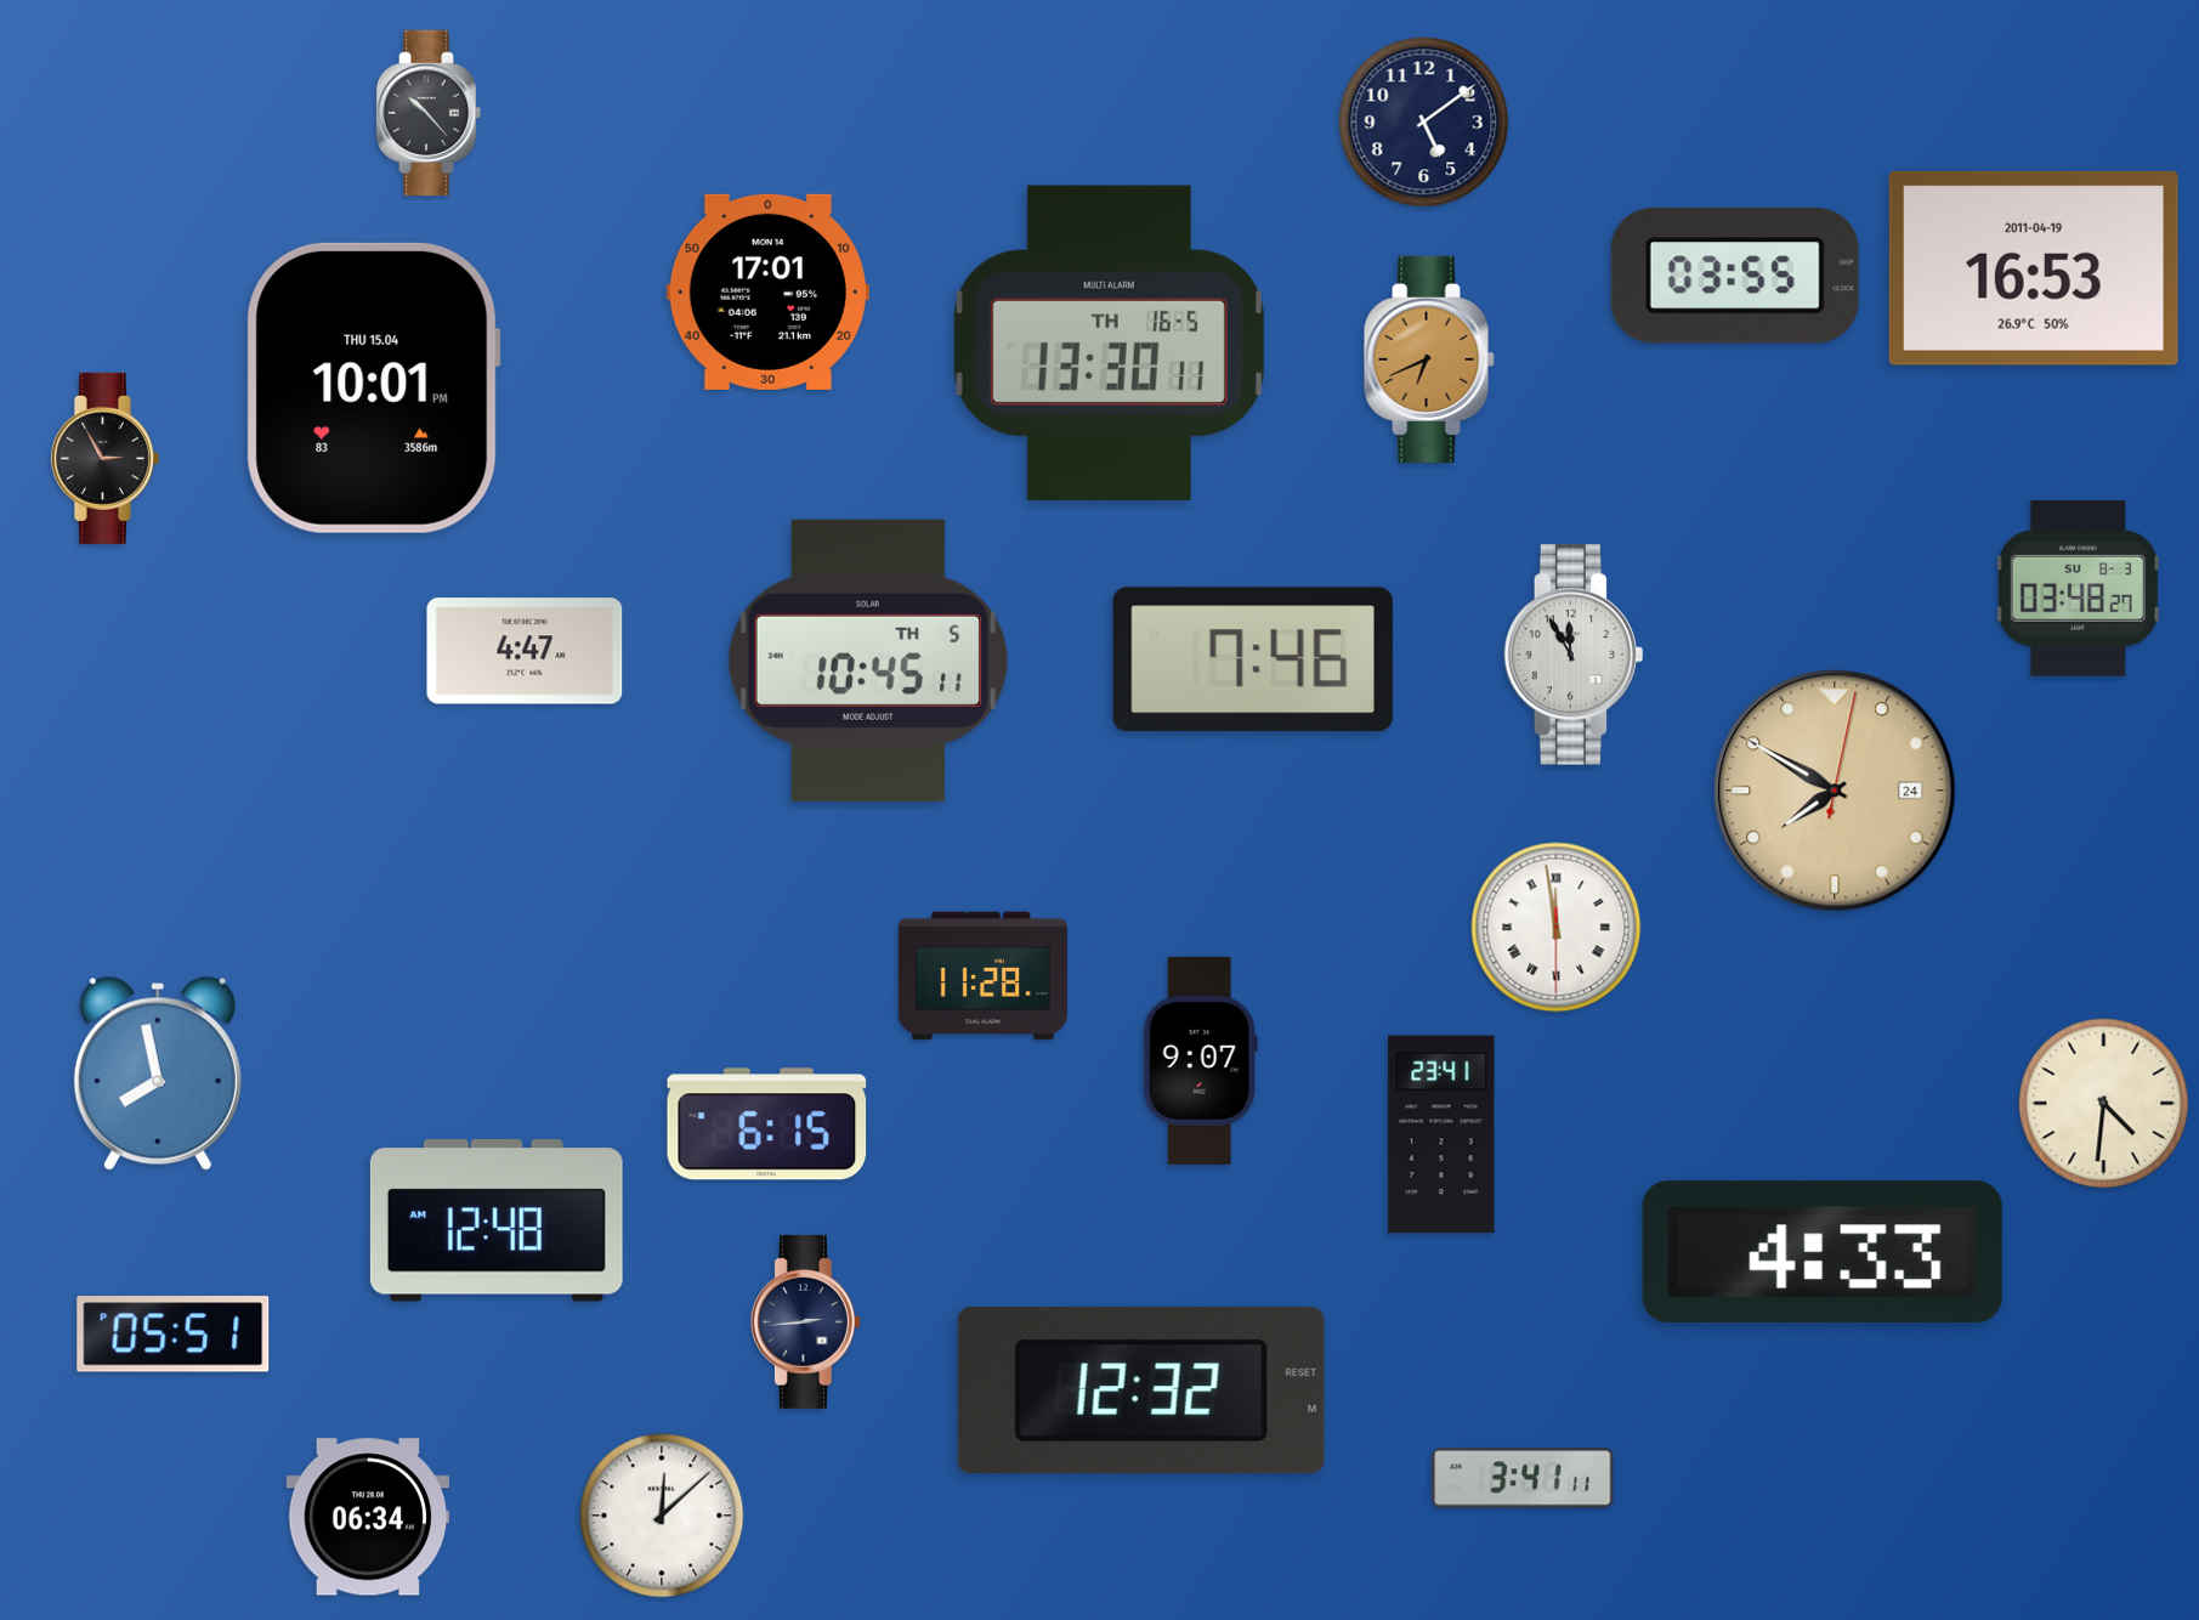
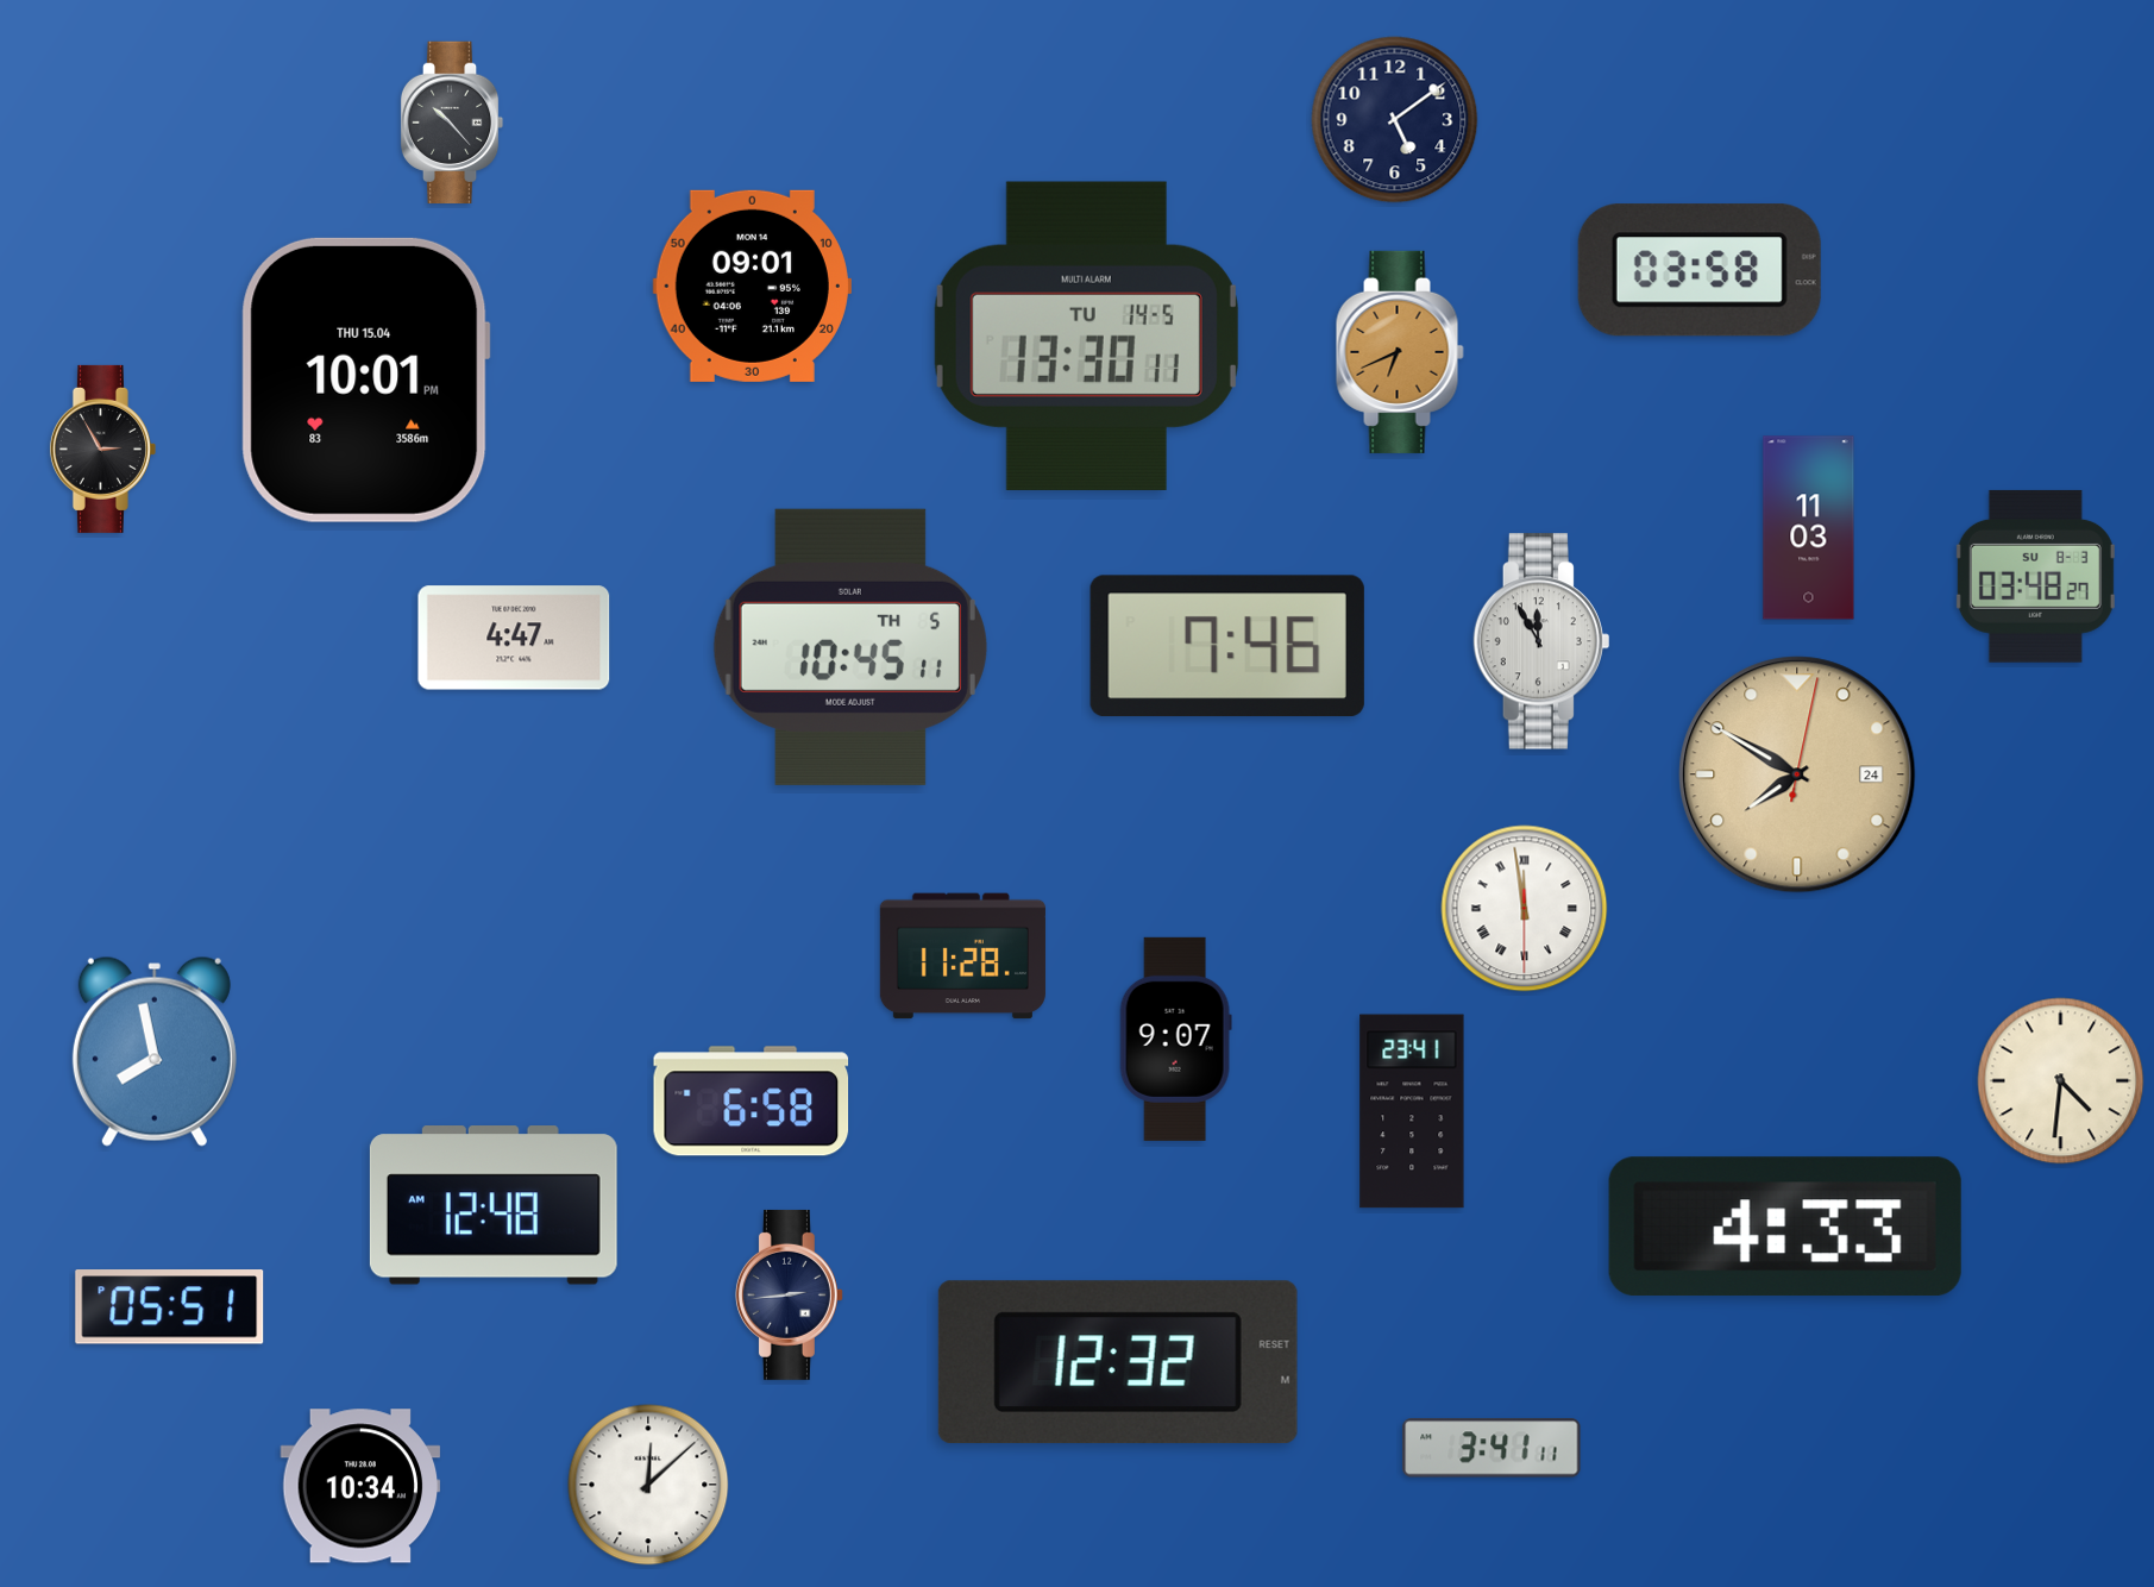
clock at (429, 113) position: (429, 113) -> (452, 123)
clock at (2034, 268): 16:53 -> none
clock at (1735, 276): 03:55 -> 03:58
clock at (767, 291): 17:01 -> 09:01
clock at (1109, 342) date: TH 16-5 -> TU 14-5
clock at (1809, 528): none -> 11:03
clock at (767, 1125): 6:15 -> 6:58
clock at (497, 1220) position: (497, 1220) -> (494, 1205)
clock at (368, 1517): 06:34 -> 10:34
